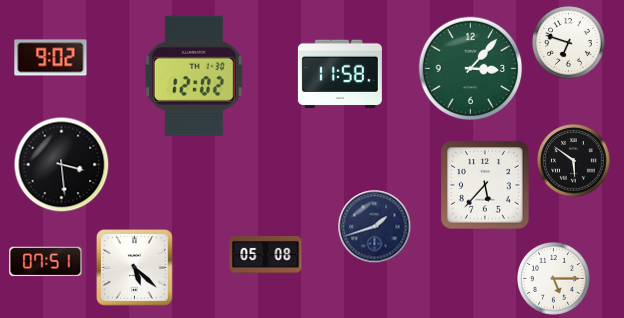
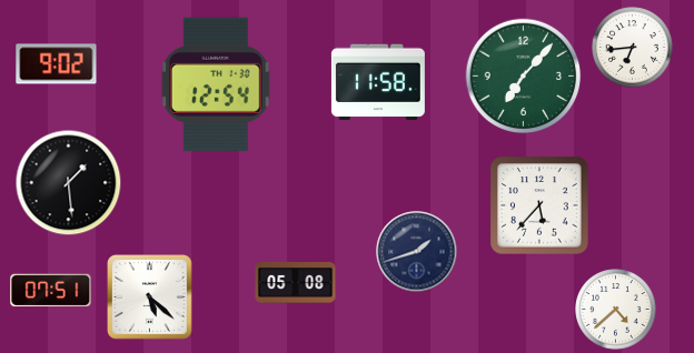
clock at (569, 43): 6:48 -> 6:44
clock at (471, 69): 3:07 -> 7:07
clock at (194, 76): 12:02 -> 12:54
clock at (574, 161): 5:51 -> none
clock at (62, 165): 3:29 -> 1:29
clock at (554, 279): 5:15 -> 4:38
